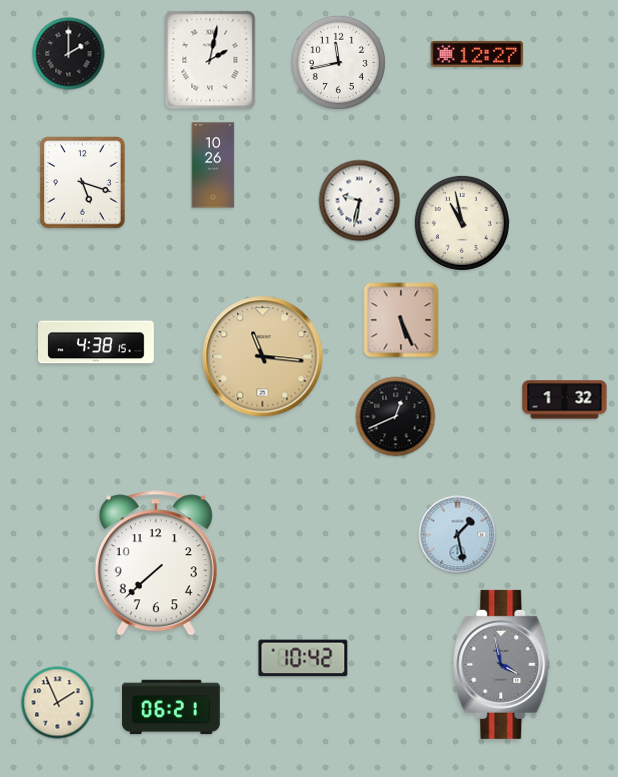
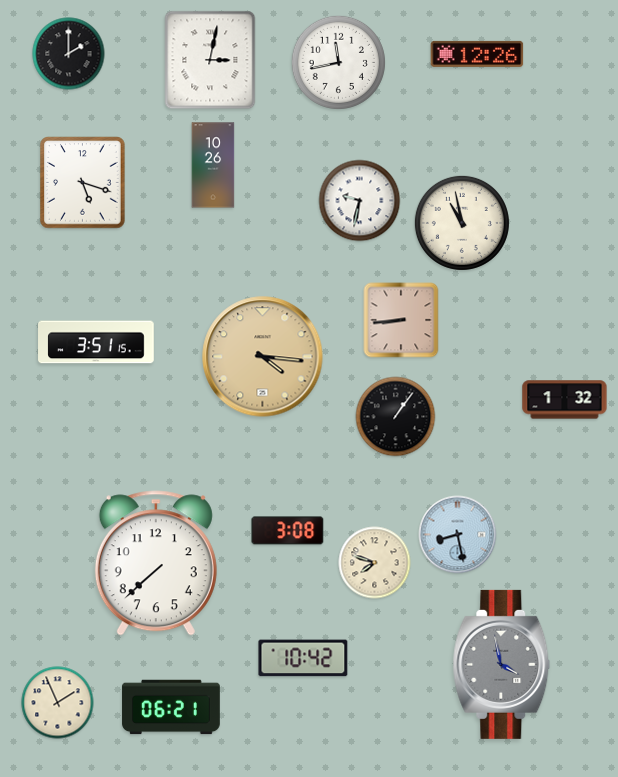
clock at (477, 54): 12:27 -> 12:26
clock at (210, 60): 2:02 -> 3:02
clock at (401, 320): 5:26 -> 8:44
clock at (96, 342): 4:38 -> 3:51
clock at (263, 357): 11:16 -> 4:16
clock at (396, 417): 12:41 -> 1:06
clock at (288, 531): none -> 3:08
clock at (458, 535): 1:28 -> 8:28
clock at (375, 563): none -> 7:48
